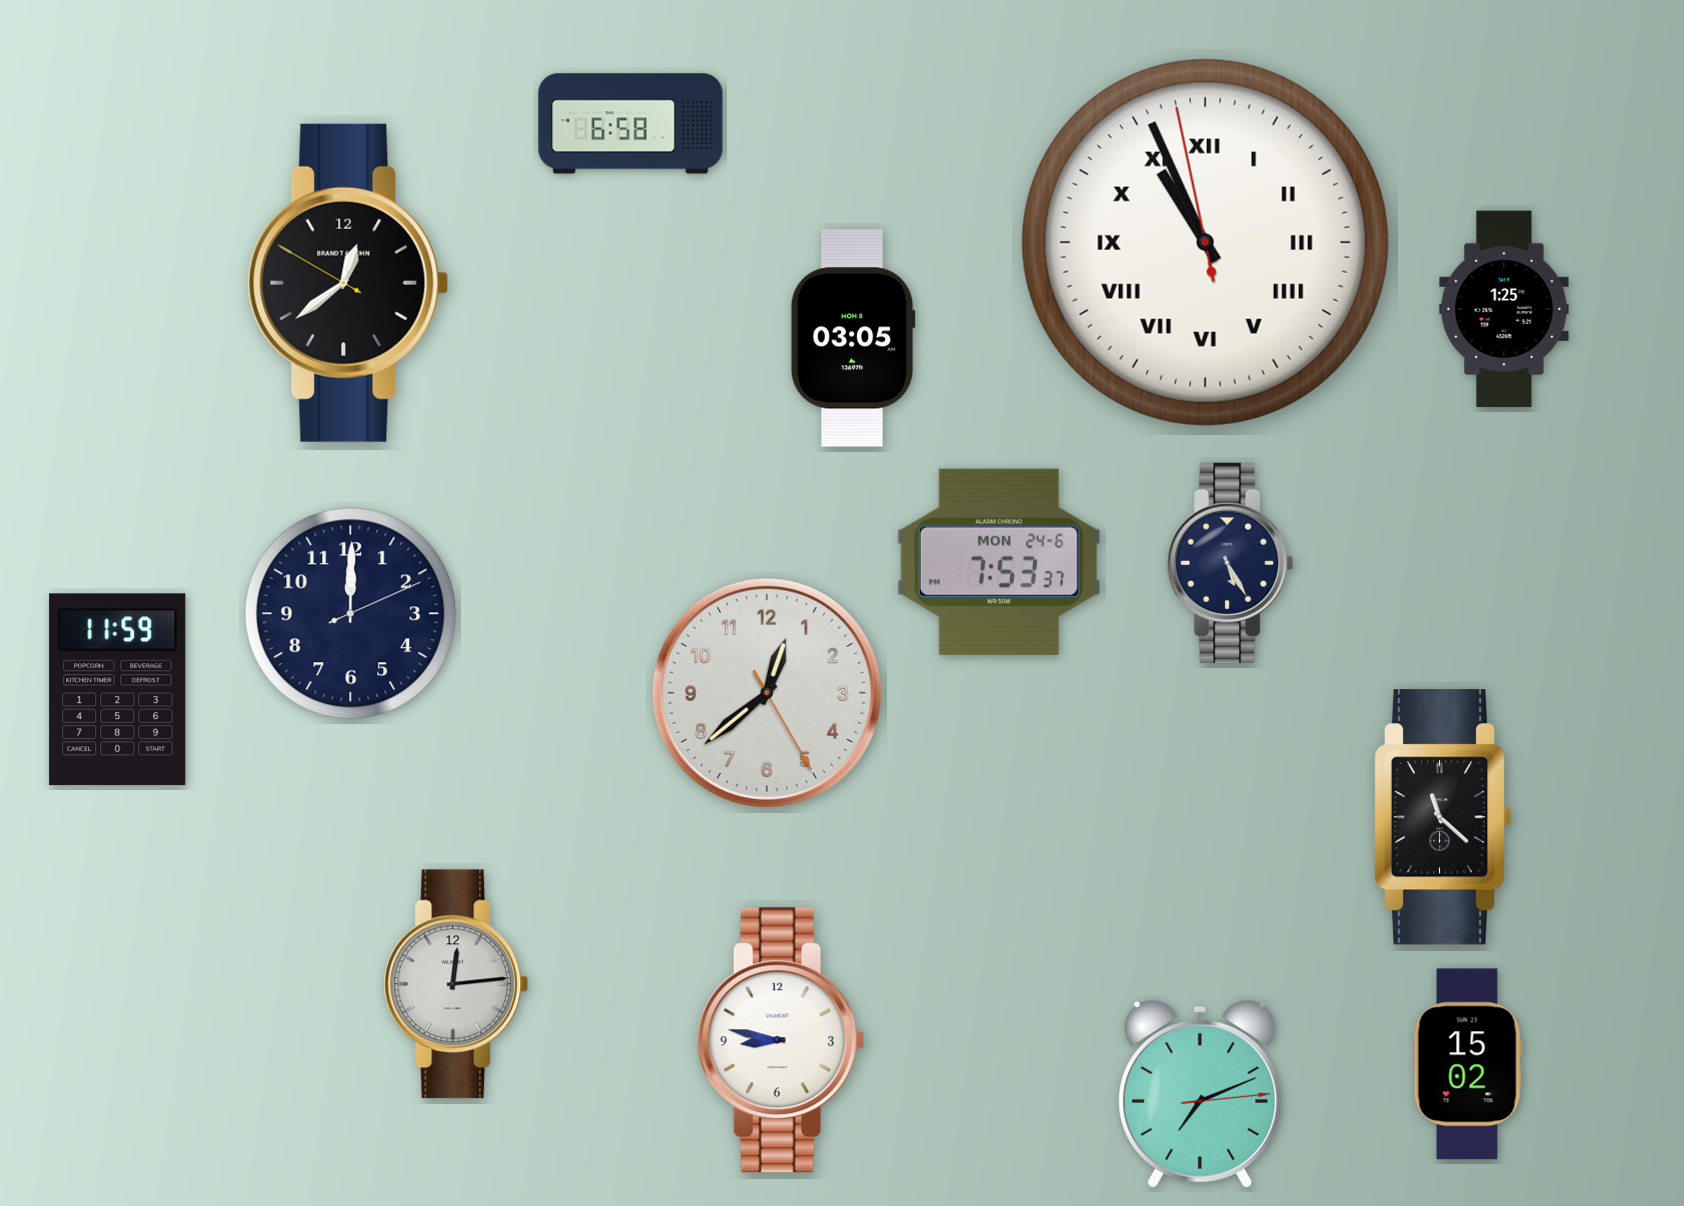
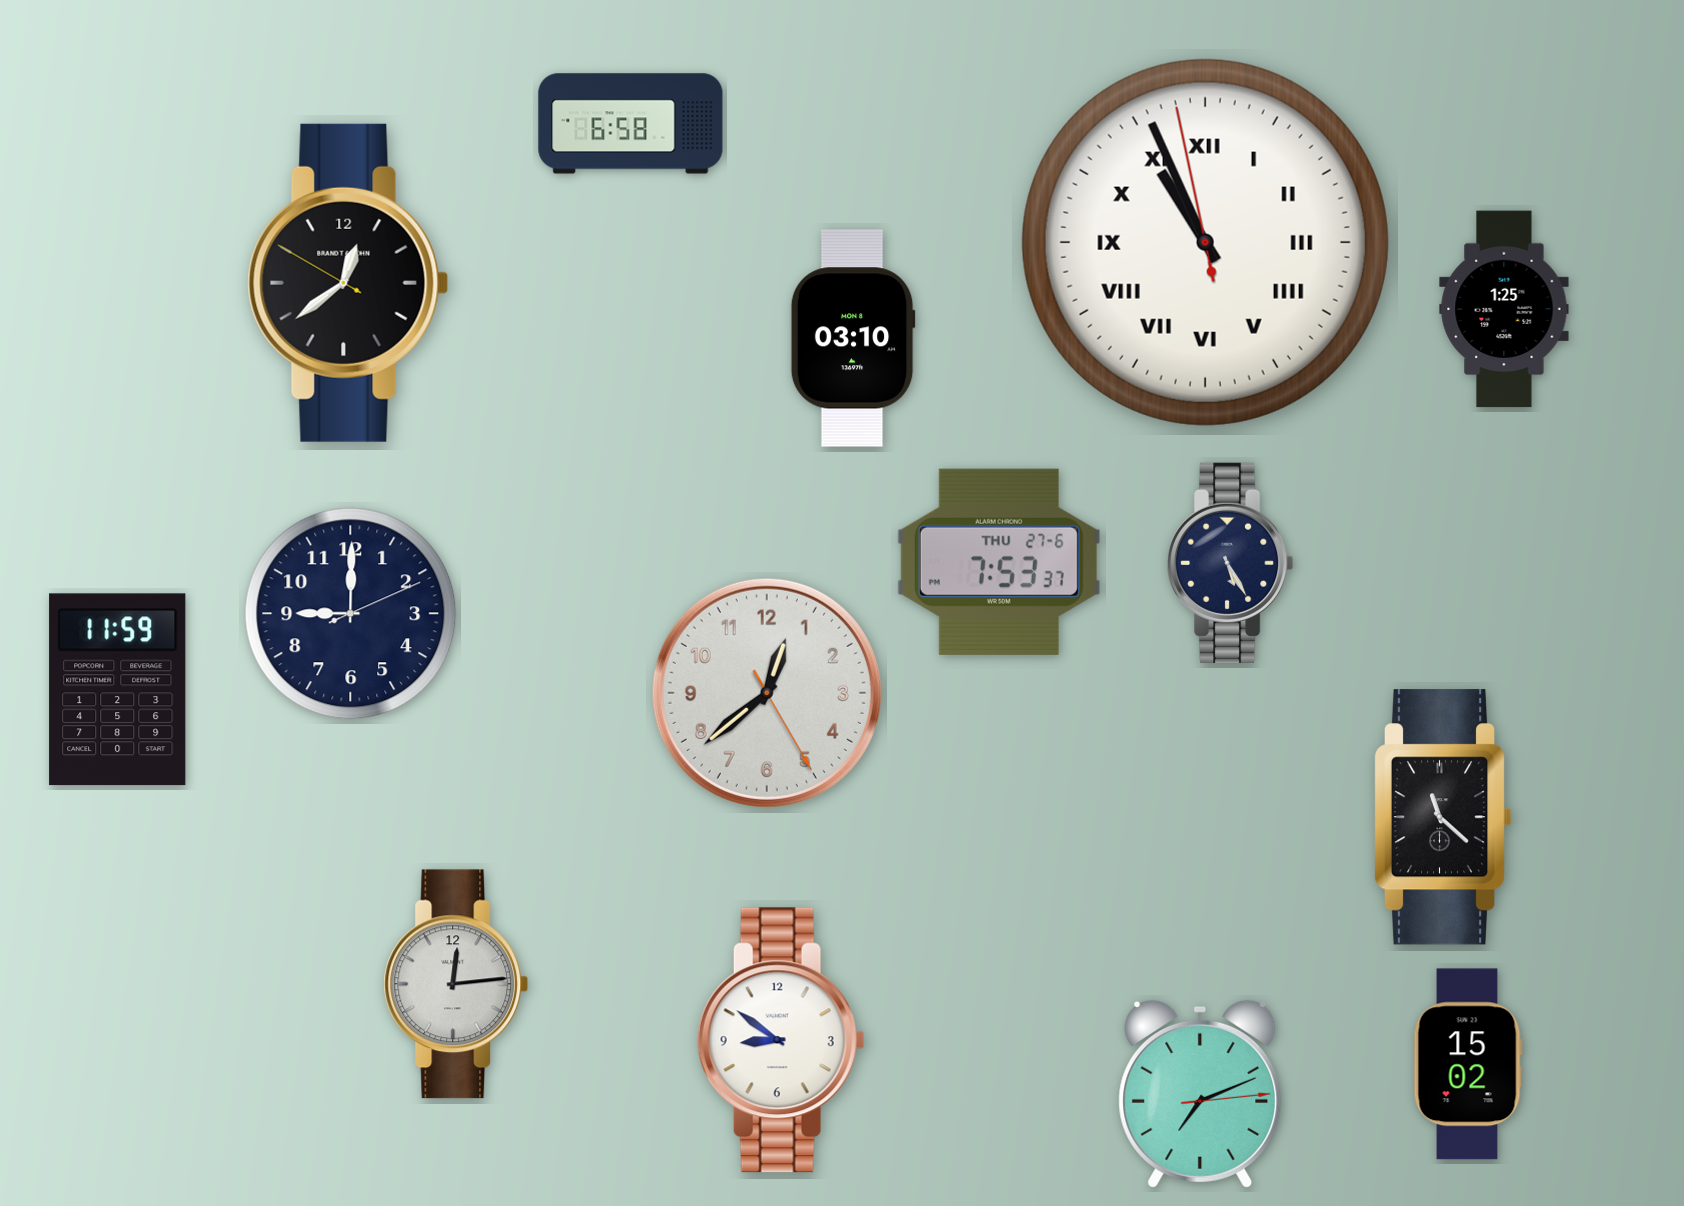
clock at (853, 338): 03:05 -> 03:10
clock at (999, 562) date: MON 24-6 -> THU 27-6
clock at (351, 614): 12:00 -> 9:00
clock at (781, 1040): 8:47 -> 8:51
